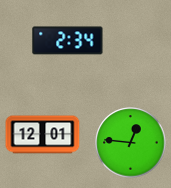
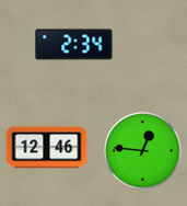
clock at (43, 135): 12:01 -> 12:46
clock at (131, 143) position: (131, 143) -> (143, 151)
